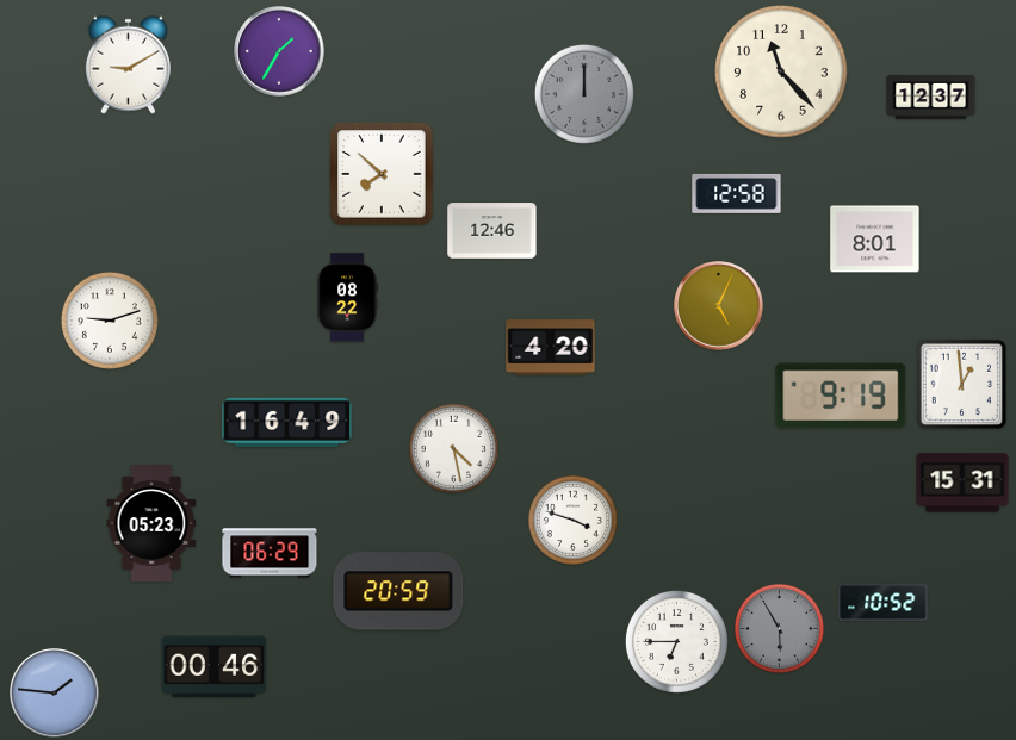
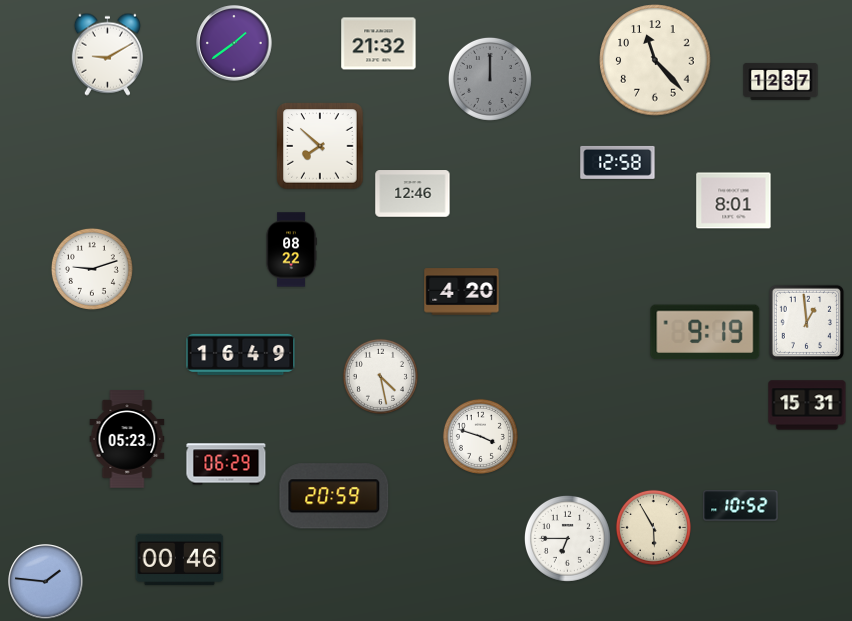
clock at (279, 51): 1:35 -> 1:39
clock at (379, 44): none -> 21:32
clock at (719, 306): 5:04 -> none
clock at (779, 628) dial: grey -> cream
